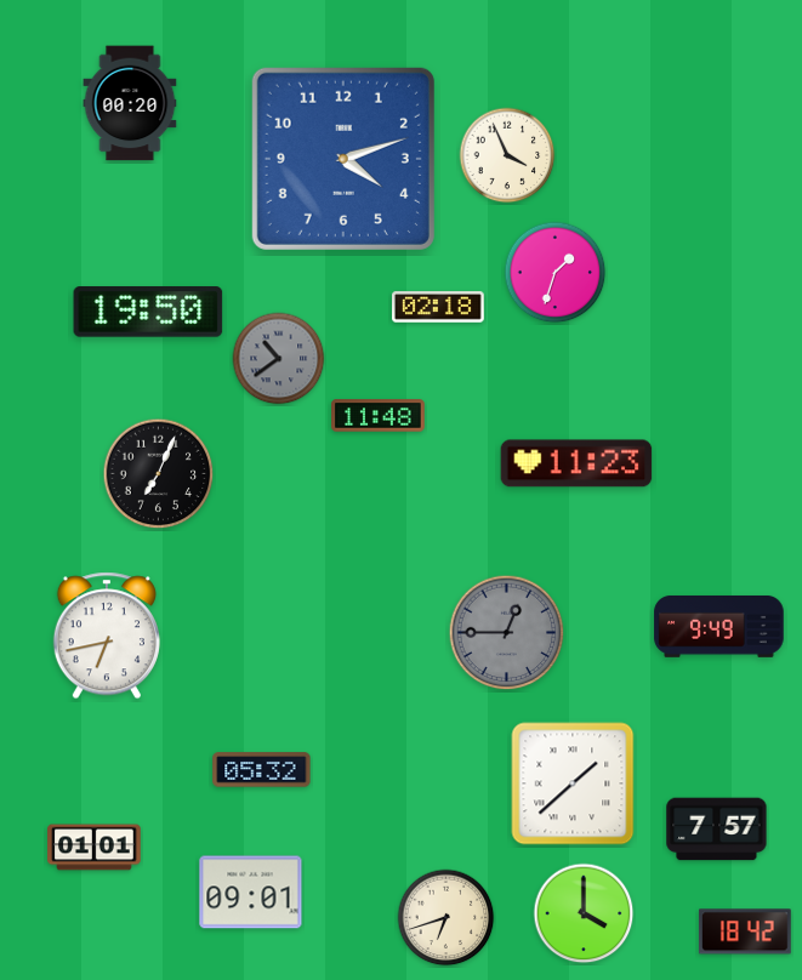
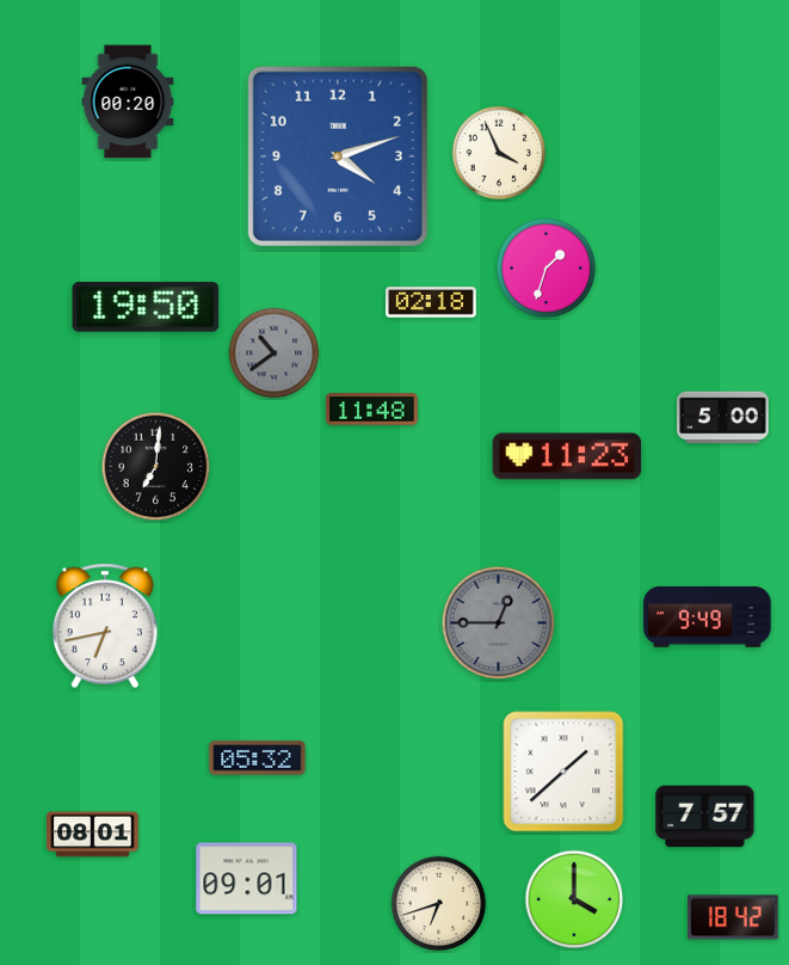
clock at (723, 418): none -> 5:00
clock at (159, 474): 7:04 -> 7:01
clock at (95, 848): 01:01 -> 08:01
